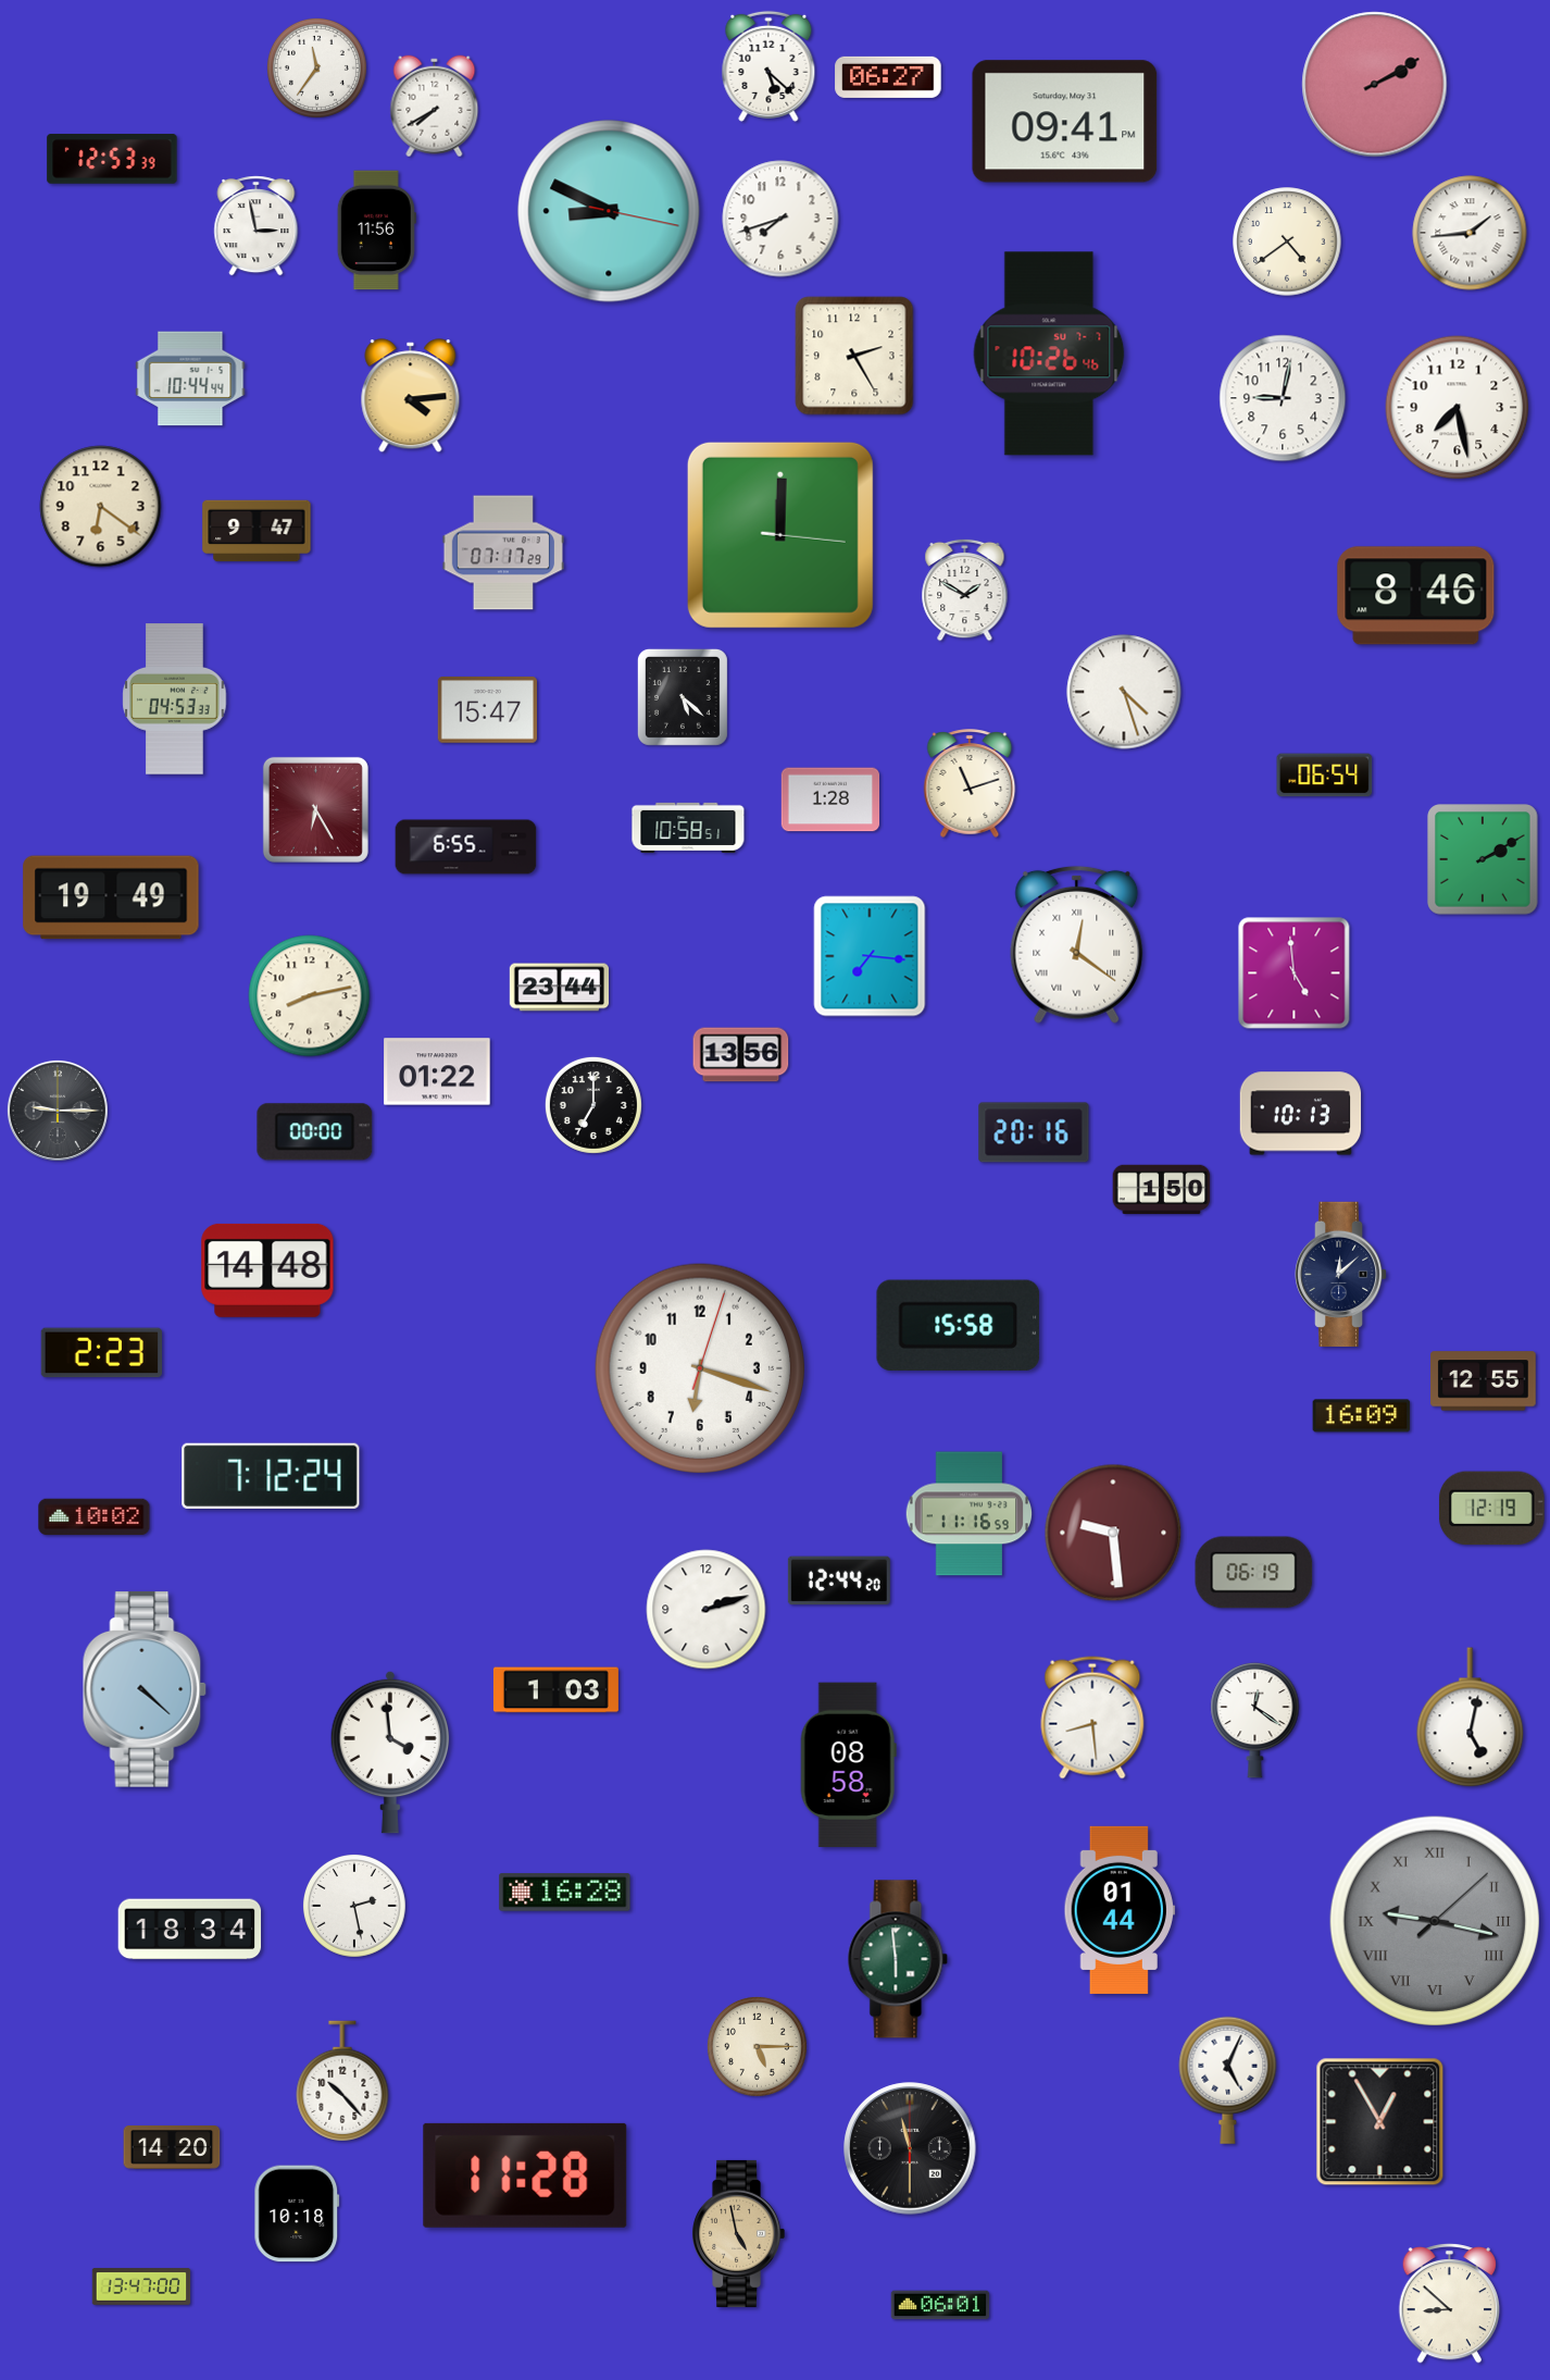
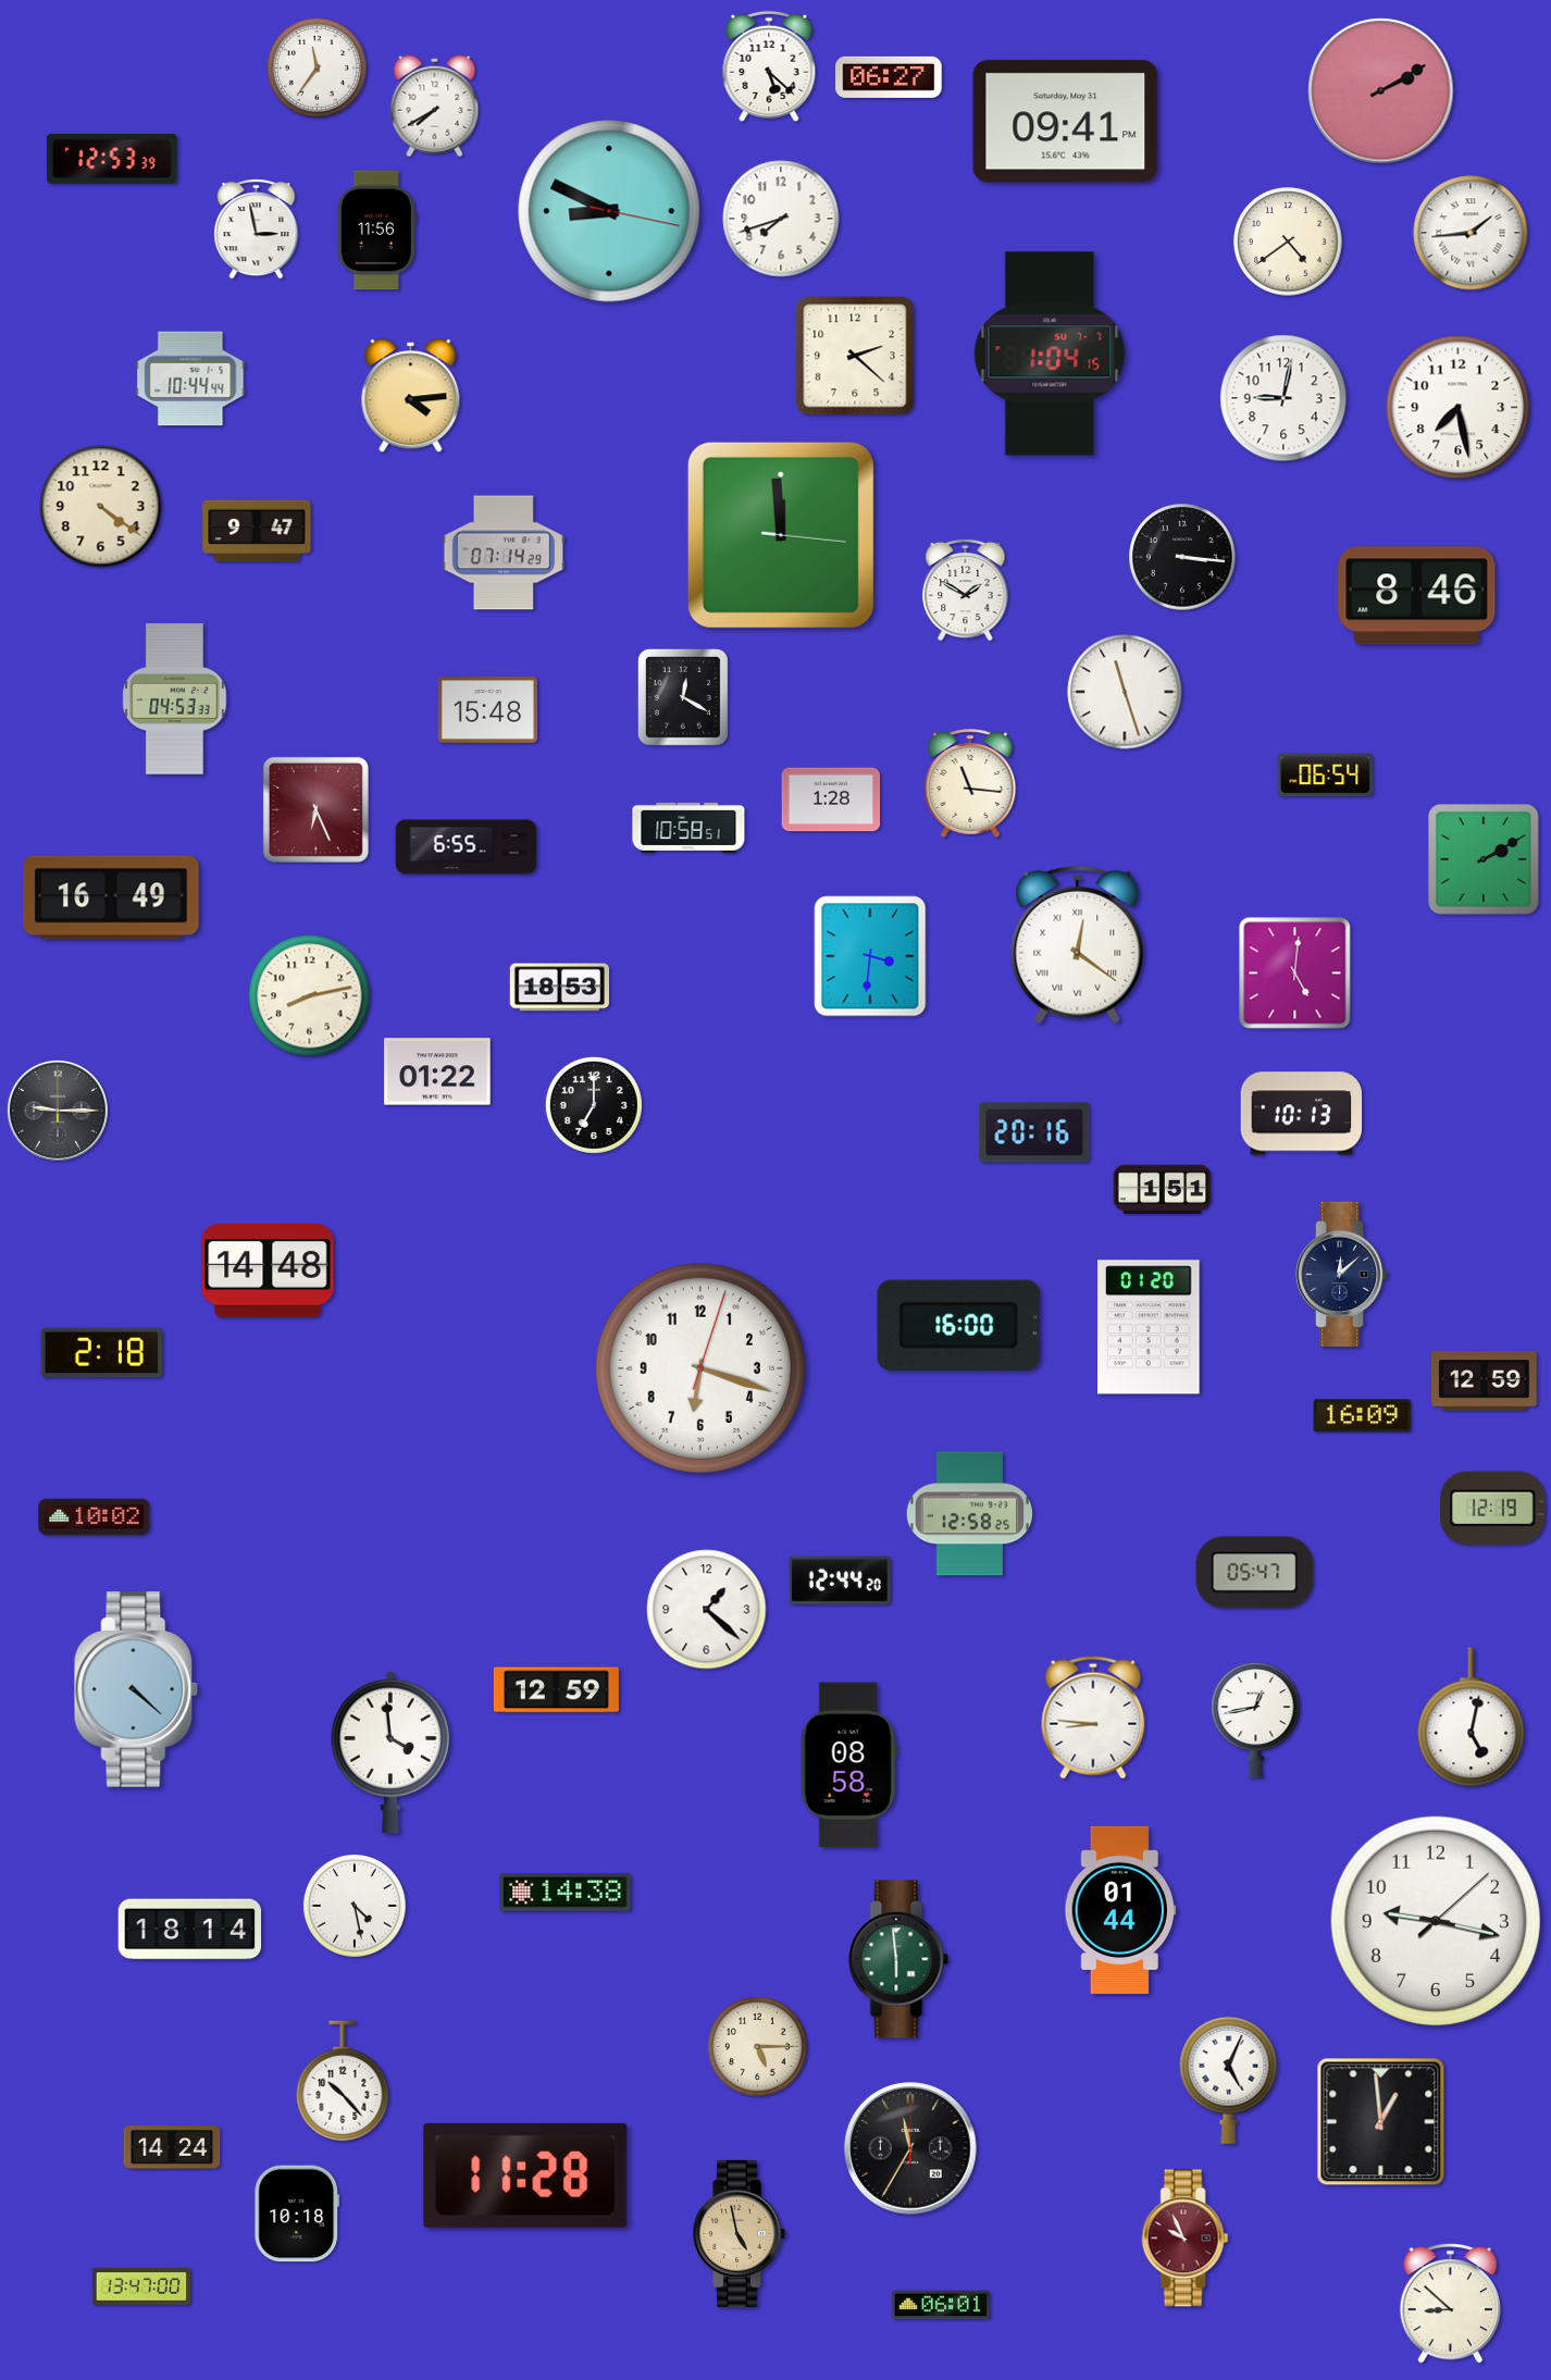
clock at (1375, 85) position: (1375, 85) -> (1381, 91)
clock at (257, 226) position: (257, 226) -> (257, 230)
clock at (1049, 354): 10:26 -> 1:04
clock at (854, 356): 2:25 -> 2:22
clock at (101, 507): 6:21 -> 4:21
clock at (780, 535): 12:00 -> 11:59
clock at (502, 553): 07:17 -> 07:14
clock at (1182, 557): none -> 3:16
clock at (1124, 692): 4:27 -> 11:27
clock at (683, 697): 5:22 -> 12:20
clock at (487, 710): 15:47 -> 15:48
clock at (970, 783): 11:12 -> 11:16
clock at (315, 809): 6:25 -> 6:26
clock at (111, 897): 19:49 -> 16:49
clock at (870, 956): 7:16 -> 3:31
clock at (1295, 974): 4:59 -> 5:01
clock at (560, 988): 23:44 -> 18:53
clock at (741, 1055): 13:56 -> none
clock at (315, 1132): 00:00 -> none
clock at (1162, 1189): 1:50 -> 1:51
clock at (959, 1325): 15:58 -> 16:00
clock at (1149, 1327): none -> 01:20
clock at (101, 1353): 2:23 -> 2:18
clock at (1484, 1381): 12:55 -> 12:59
clock at (271, 1476): 7:12 -> none
clock at (970, 1514): 11:16 -> 12:58
clock at (1113, 1533): 9:29 -> none
clock at (1254, 1573): 06:19 -> 05:47
clock at (707, 1610): 2:12 -> 1:22
clock at (145, 1689) position: (145, 1689) -> (136, 1689)
clock at (555, 1690): 1:03 -> 12:59
clock at (1092, 1718): 8:29 -> 8:46
clock at (1255, 1720): 12:21 -> 12:43
clock at (565, 1893): 16:28 -> 14:38
clock at (355, 1907): 2:28 -> 4:28
clock at (1434, 1920) dial: grey -> white
clock at (1434, 1920) numerals: Roman -> Arabic
clock at (190, 1930): 18:34 -> 18:14
clock at (1380, 2122): 12:55 -> 12:59
clock at (172, 2148): 14:20 -> 14:24
clock at (910, 2148): 11:30 -> 11:35
clock at (1186, 2239): none -> 9:56
